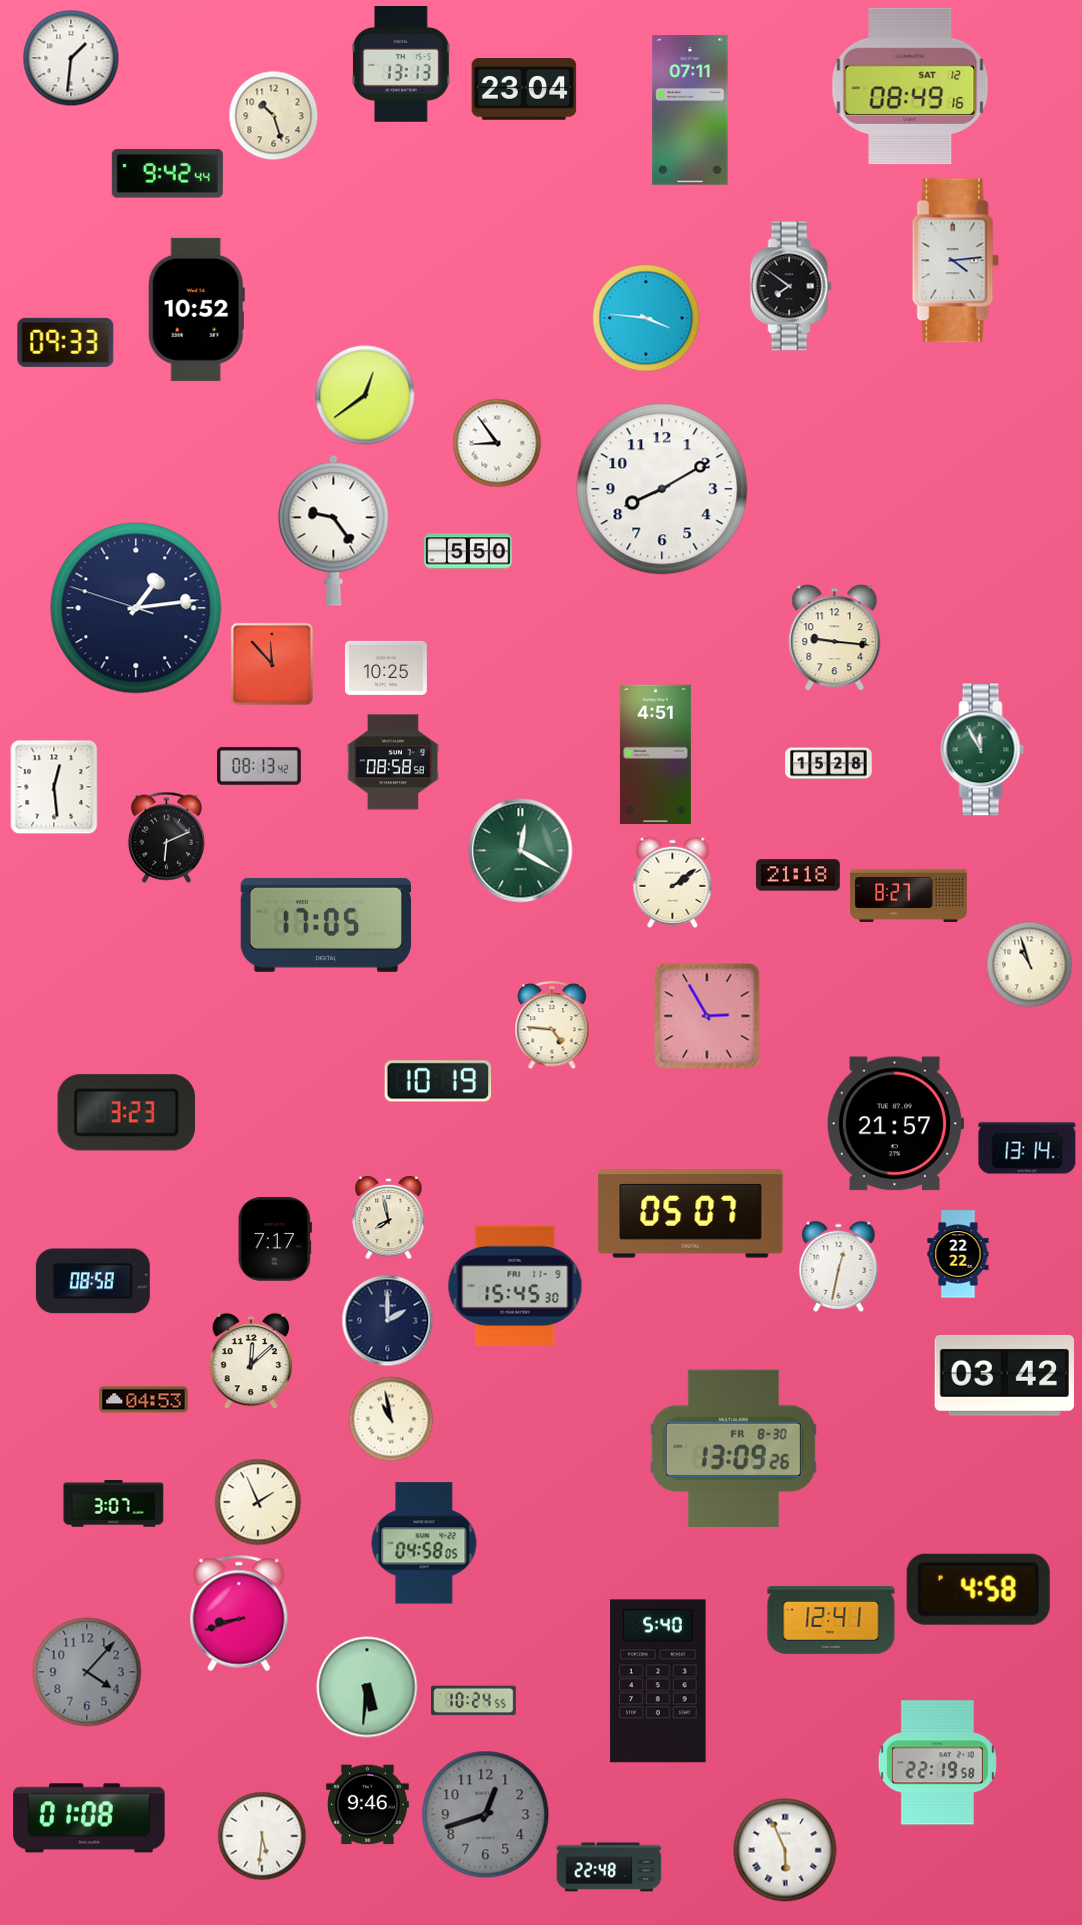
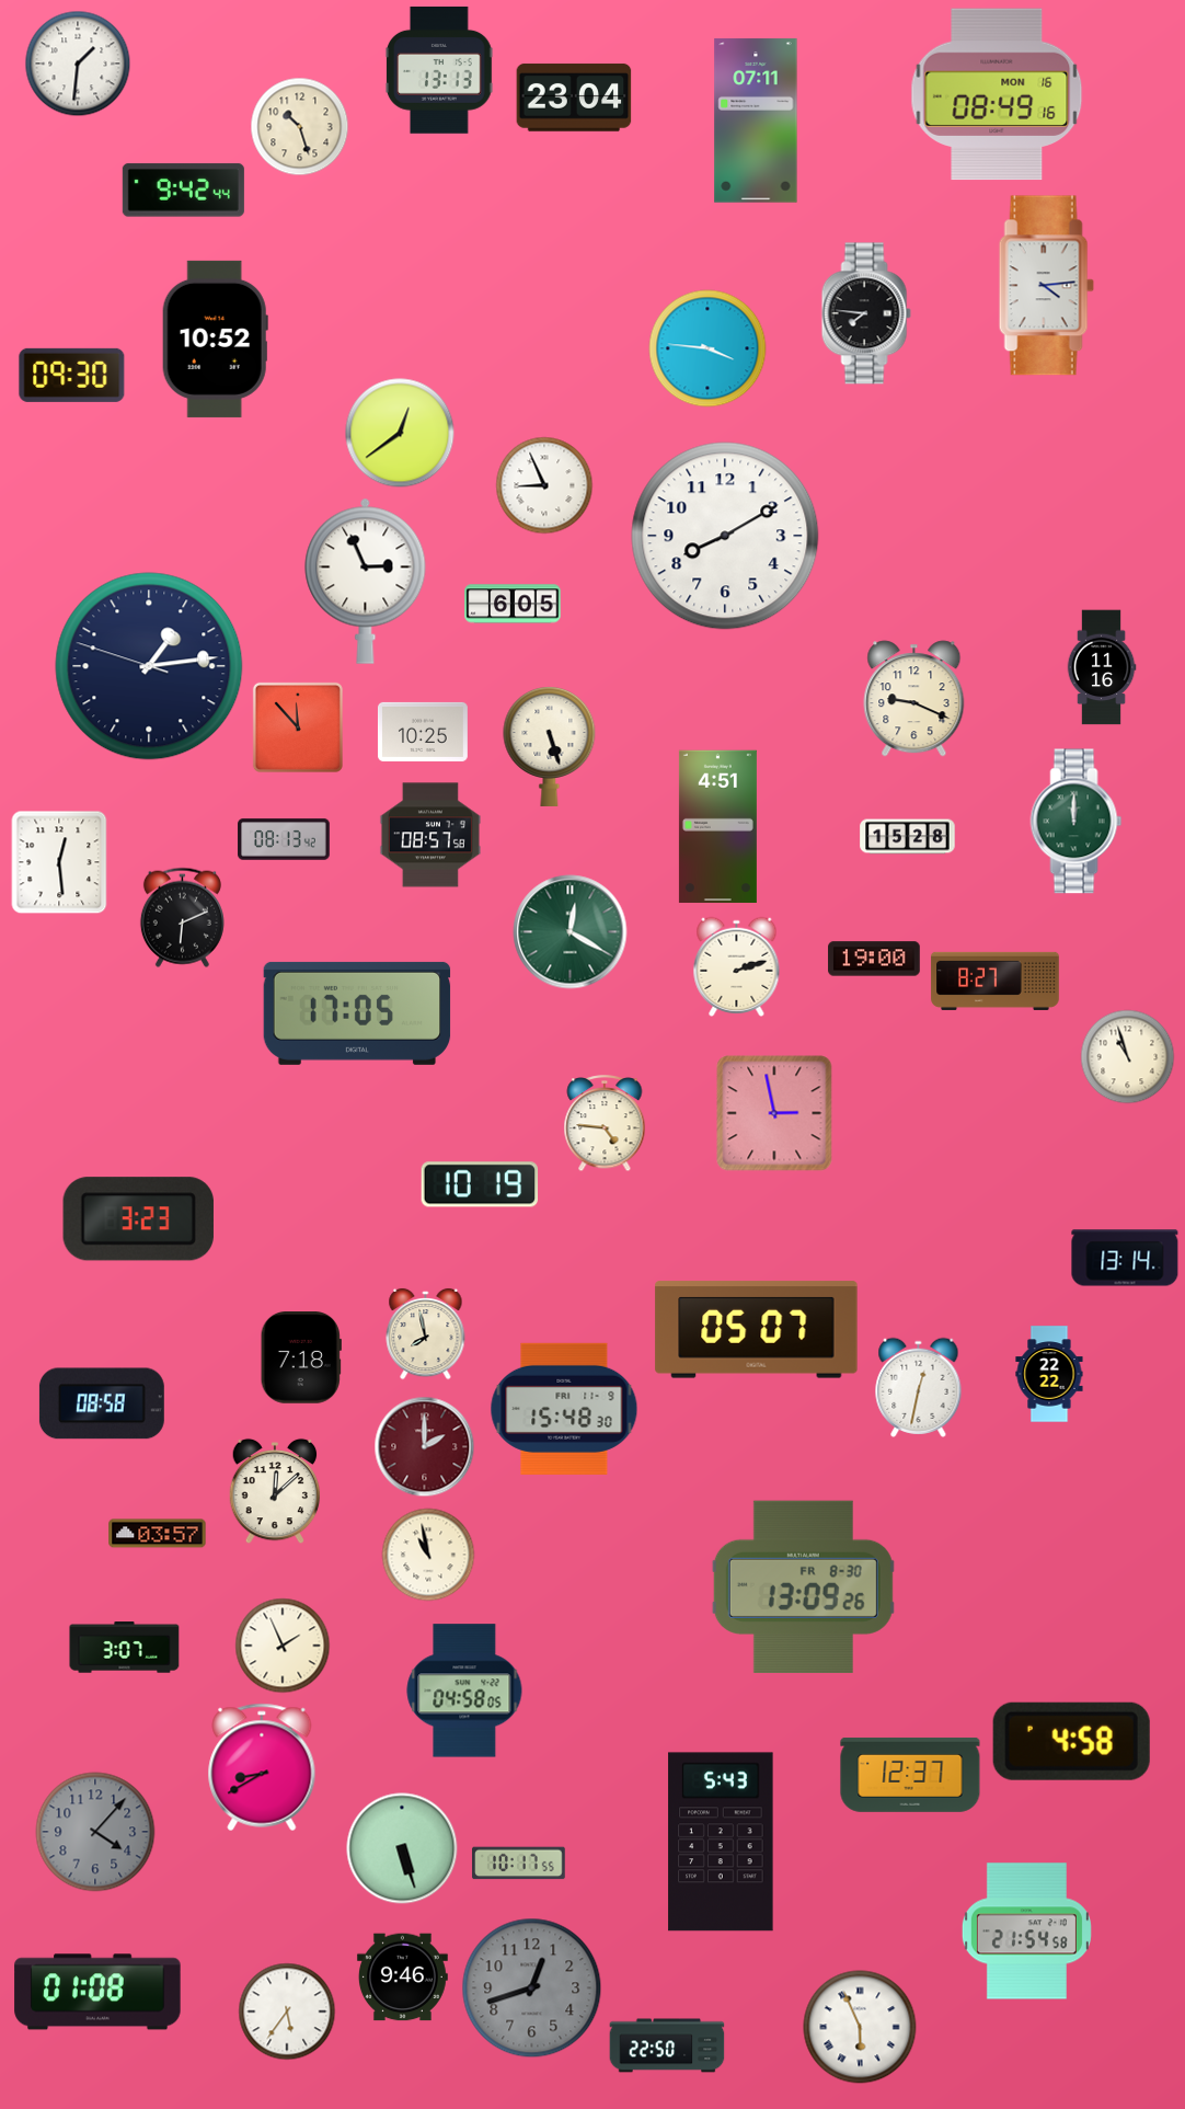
clock at (910, 86) date: SAT 12 -> MON 16
clock at (791, 286): 7:51 -> 7:46
clock at (66, 342): 09:33 -> 09:30
clock at (497, 443): 8:54 -> 8:56
clock at (334, 530): 9:24 -> 2:56
clock at (468, 551): 5:50 -> 6:05
clock at (1102, 667): none -> 11:16
clock at (835, 638): 9:16 -> 9:19
clock at (550, 747): none -> 5:27
clock at (983, 750): 11:55 -> 12:00
clock at (393, 762): 08:58 -> 08:57
clock at (798, 875): 21:18 -> 19:00
clock at (673, 882): 2:09 -> 2:12
clock at (707, 1016): 2:55 -> 2:58
clock at (895, 1124): 21:57 -> none
clock at (275, 1240): 7:17 -> 7:18
clock at (515, 1286): 15:45 -> 15:48
clock at (388, 1321) dial: navy -> burgundy
clock at (1004, 1375): 03:42 -> none
clock at (144, 1400): 04:53 -> 03:57
clock at (239, 1613): 8:42 -> 8:40
clock at (831, 1620): 12:41 -> 12:37
clock at (658, 1681): 5:40 -> 5:43
clock at (367, 1687): 5:31 -> 5:27
clock at (474, 1701): 10:24 -> 10:17
clock at (937, 1763): 22:19 -> 21:54
clock at (262, 1836): 5:31 -> 5:36
clock at (609, 1867): 22:48 -> 22:50
